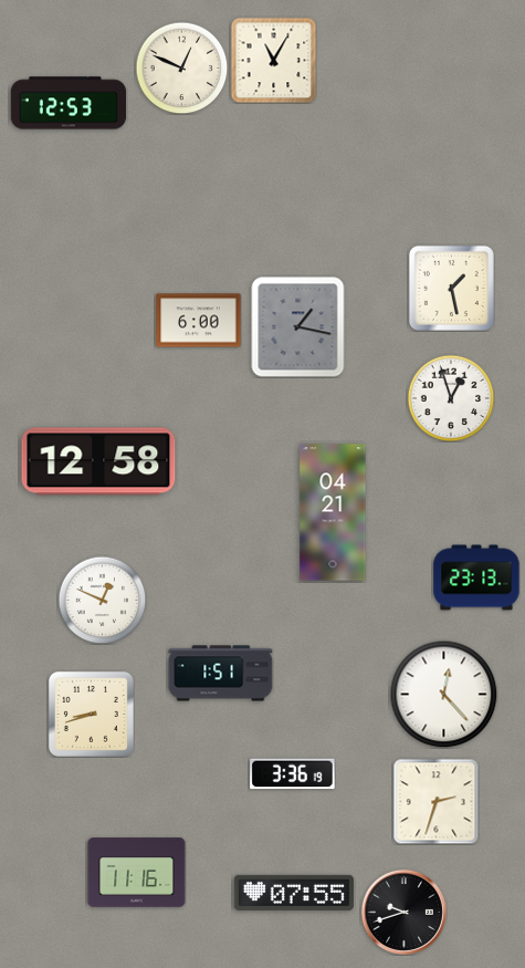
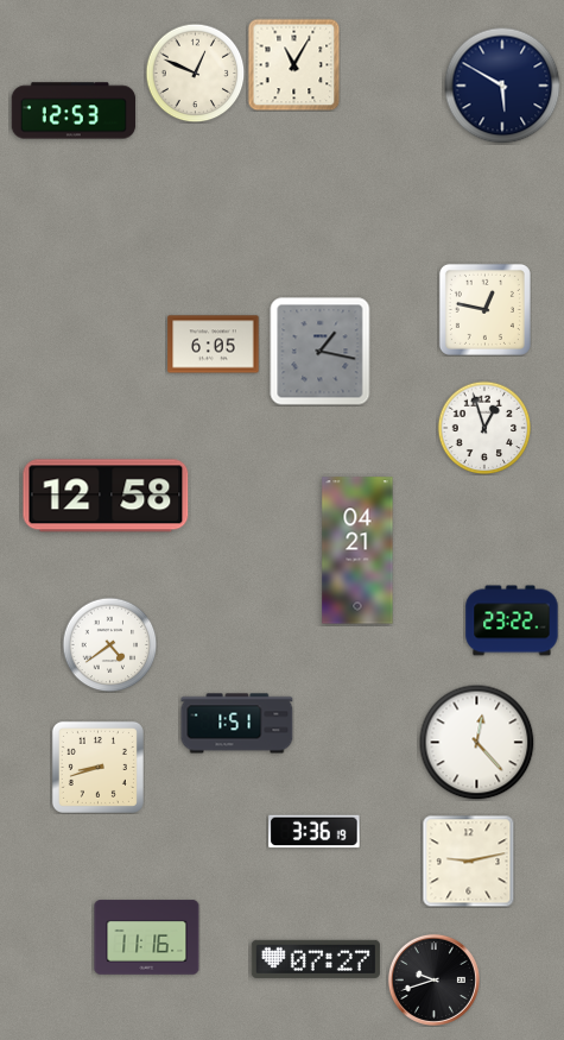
clock at (502, 86): none -> 5:50
clock at (451, 288): 1:28 -> 12:47
clock at (199, 321): 6:00 -> 6:05
clock at (476, 577): 23:13 -> 23:22
clock at (102, 600): 12:49 -> 4:39
clock at (443, 694) position: (443, 694) -> (476, 742)
clock at (435, 801): 2:33 -> 9:13
clock at (294, 893): 07:55 -> 07:27
